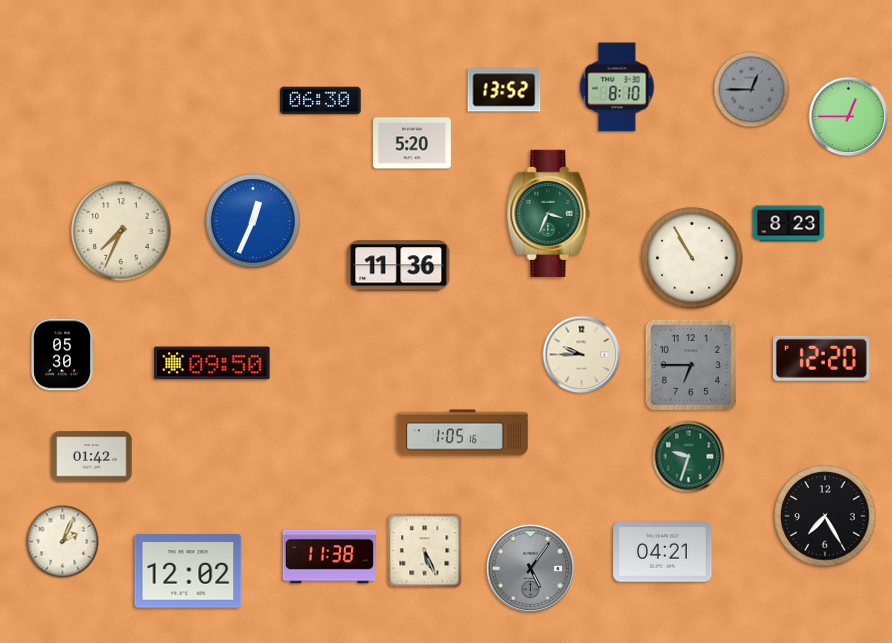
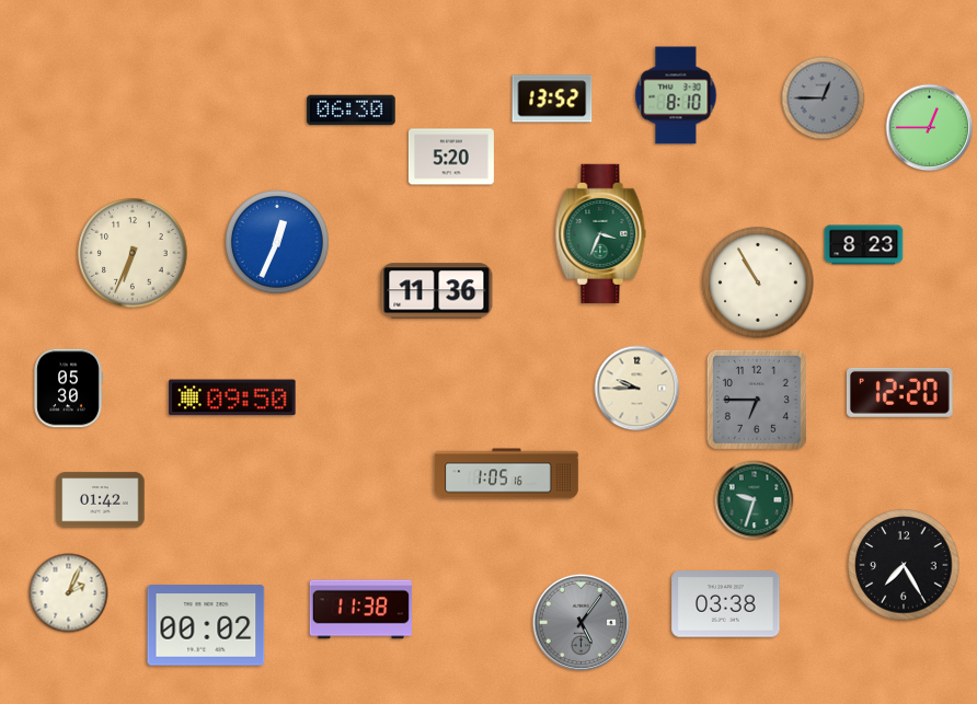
clock at (121, 231): 7:34 -> 6:34
clock at (425, 551): 5:26 -> none
clock at (663, 552): 04:21 -> 03:38
clock at (188, 571): 12:02 -> 00:02
